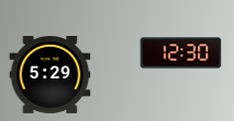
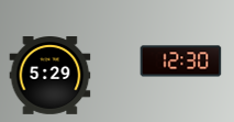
clock at (181, 53) position: (181, 53) -> (181, 62)
